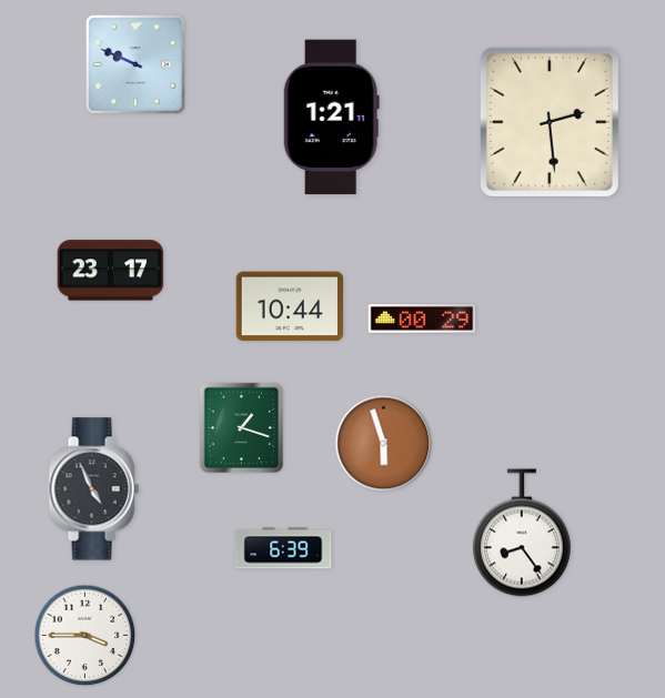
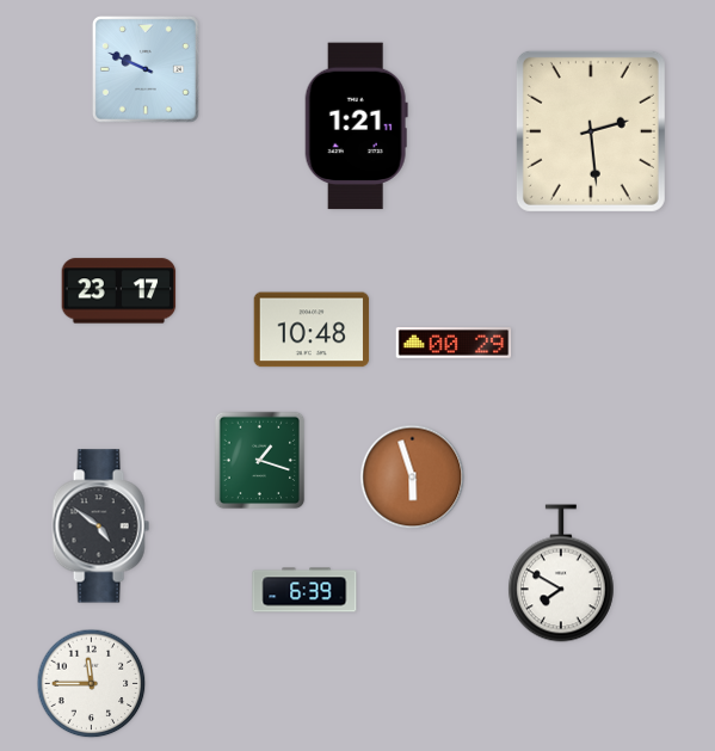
clock at (290, 306): 10:44 -> 10:48
clock at (93, 489): 4:56 -> 4:51
clock at (522, 533): 8:24 -> 7:50
clock at (85, 636): 3:45 -> 11:45
